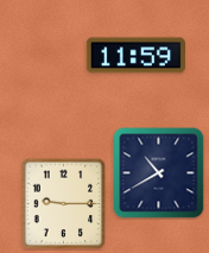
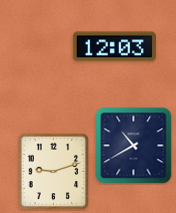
clock at (135, 56): 11:59 -> 12:03
clock at (64, 203): 9:15 -> 9:12
